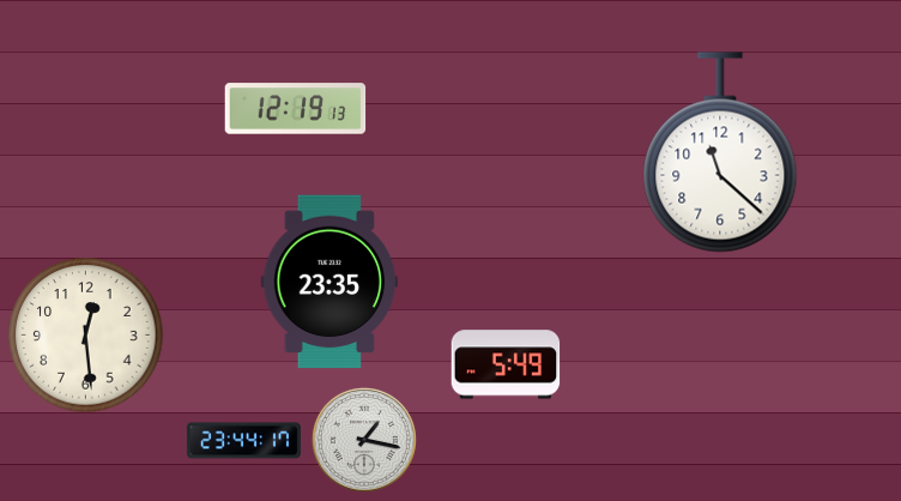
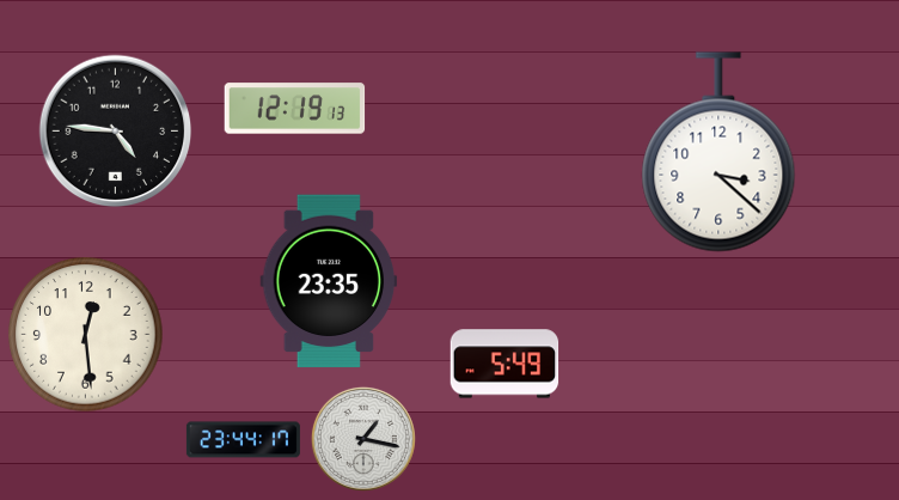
clock at (116, 132): none -> 4:46
clock at (720, 152): 11:22 -> 3:22
